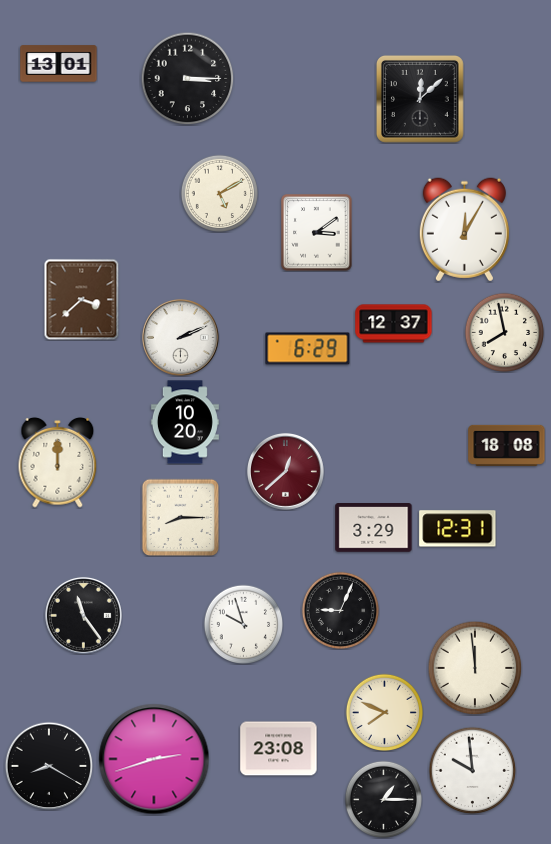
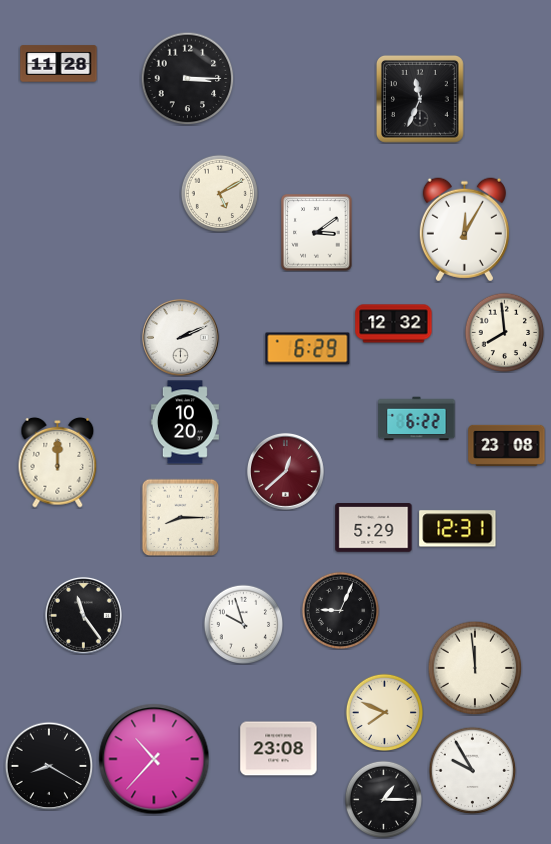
clock at (59, 64): 13:01 -> 11:28
clock at (420, 99): 12:08 -> 11:34
clock at (82, 299): 3:38 -> none
clock at (394, 324): 12:37 -> 12:32
clock at (504, 332): 7:58 -> 7:59
clock at (417, 419): none -> 6:22
clock at (507, 445): 18:08 -> 23:08
clock at (374, 528): 3:29 -> 5:29
clock at (154, 759): 2:42 -> 10:37
clock at (472, 770): 9:59 -> 9:55
